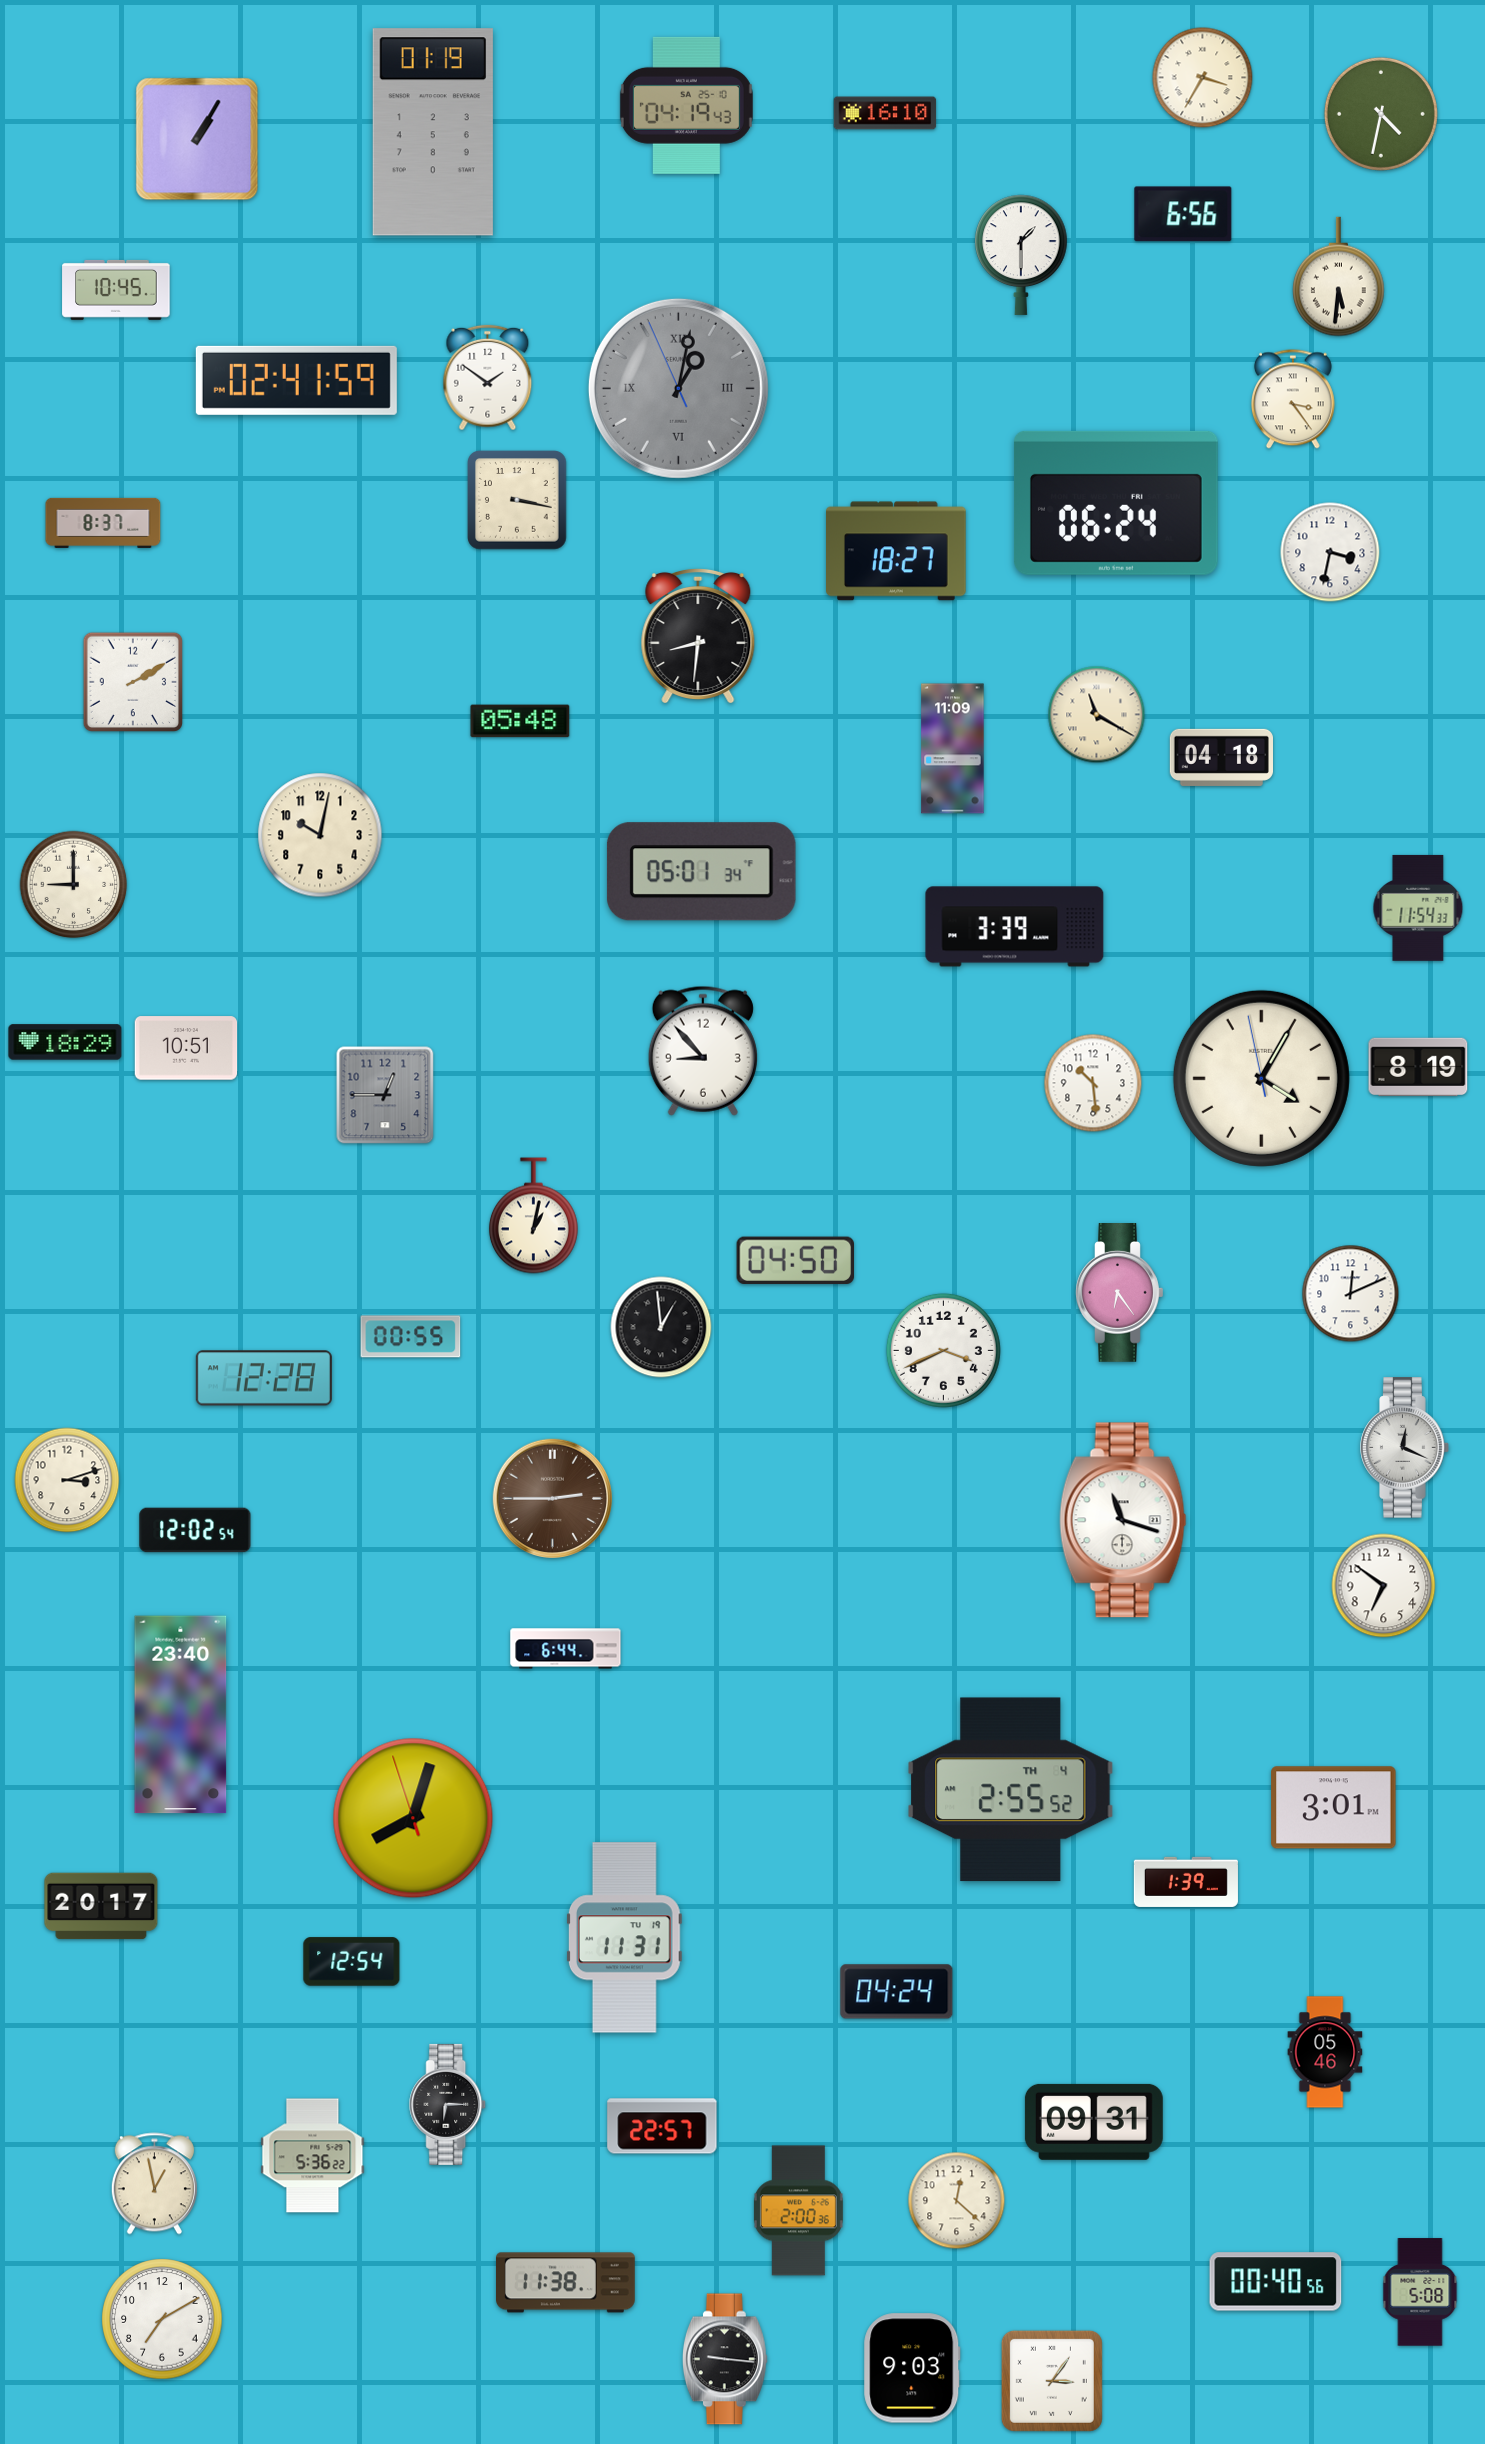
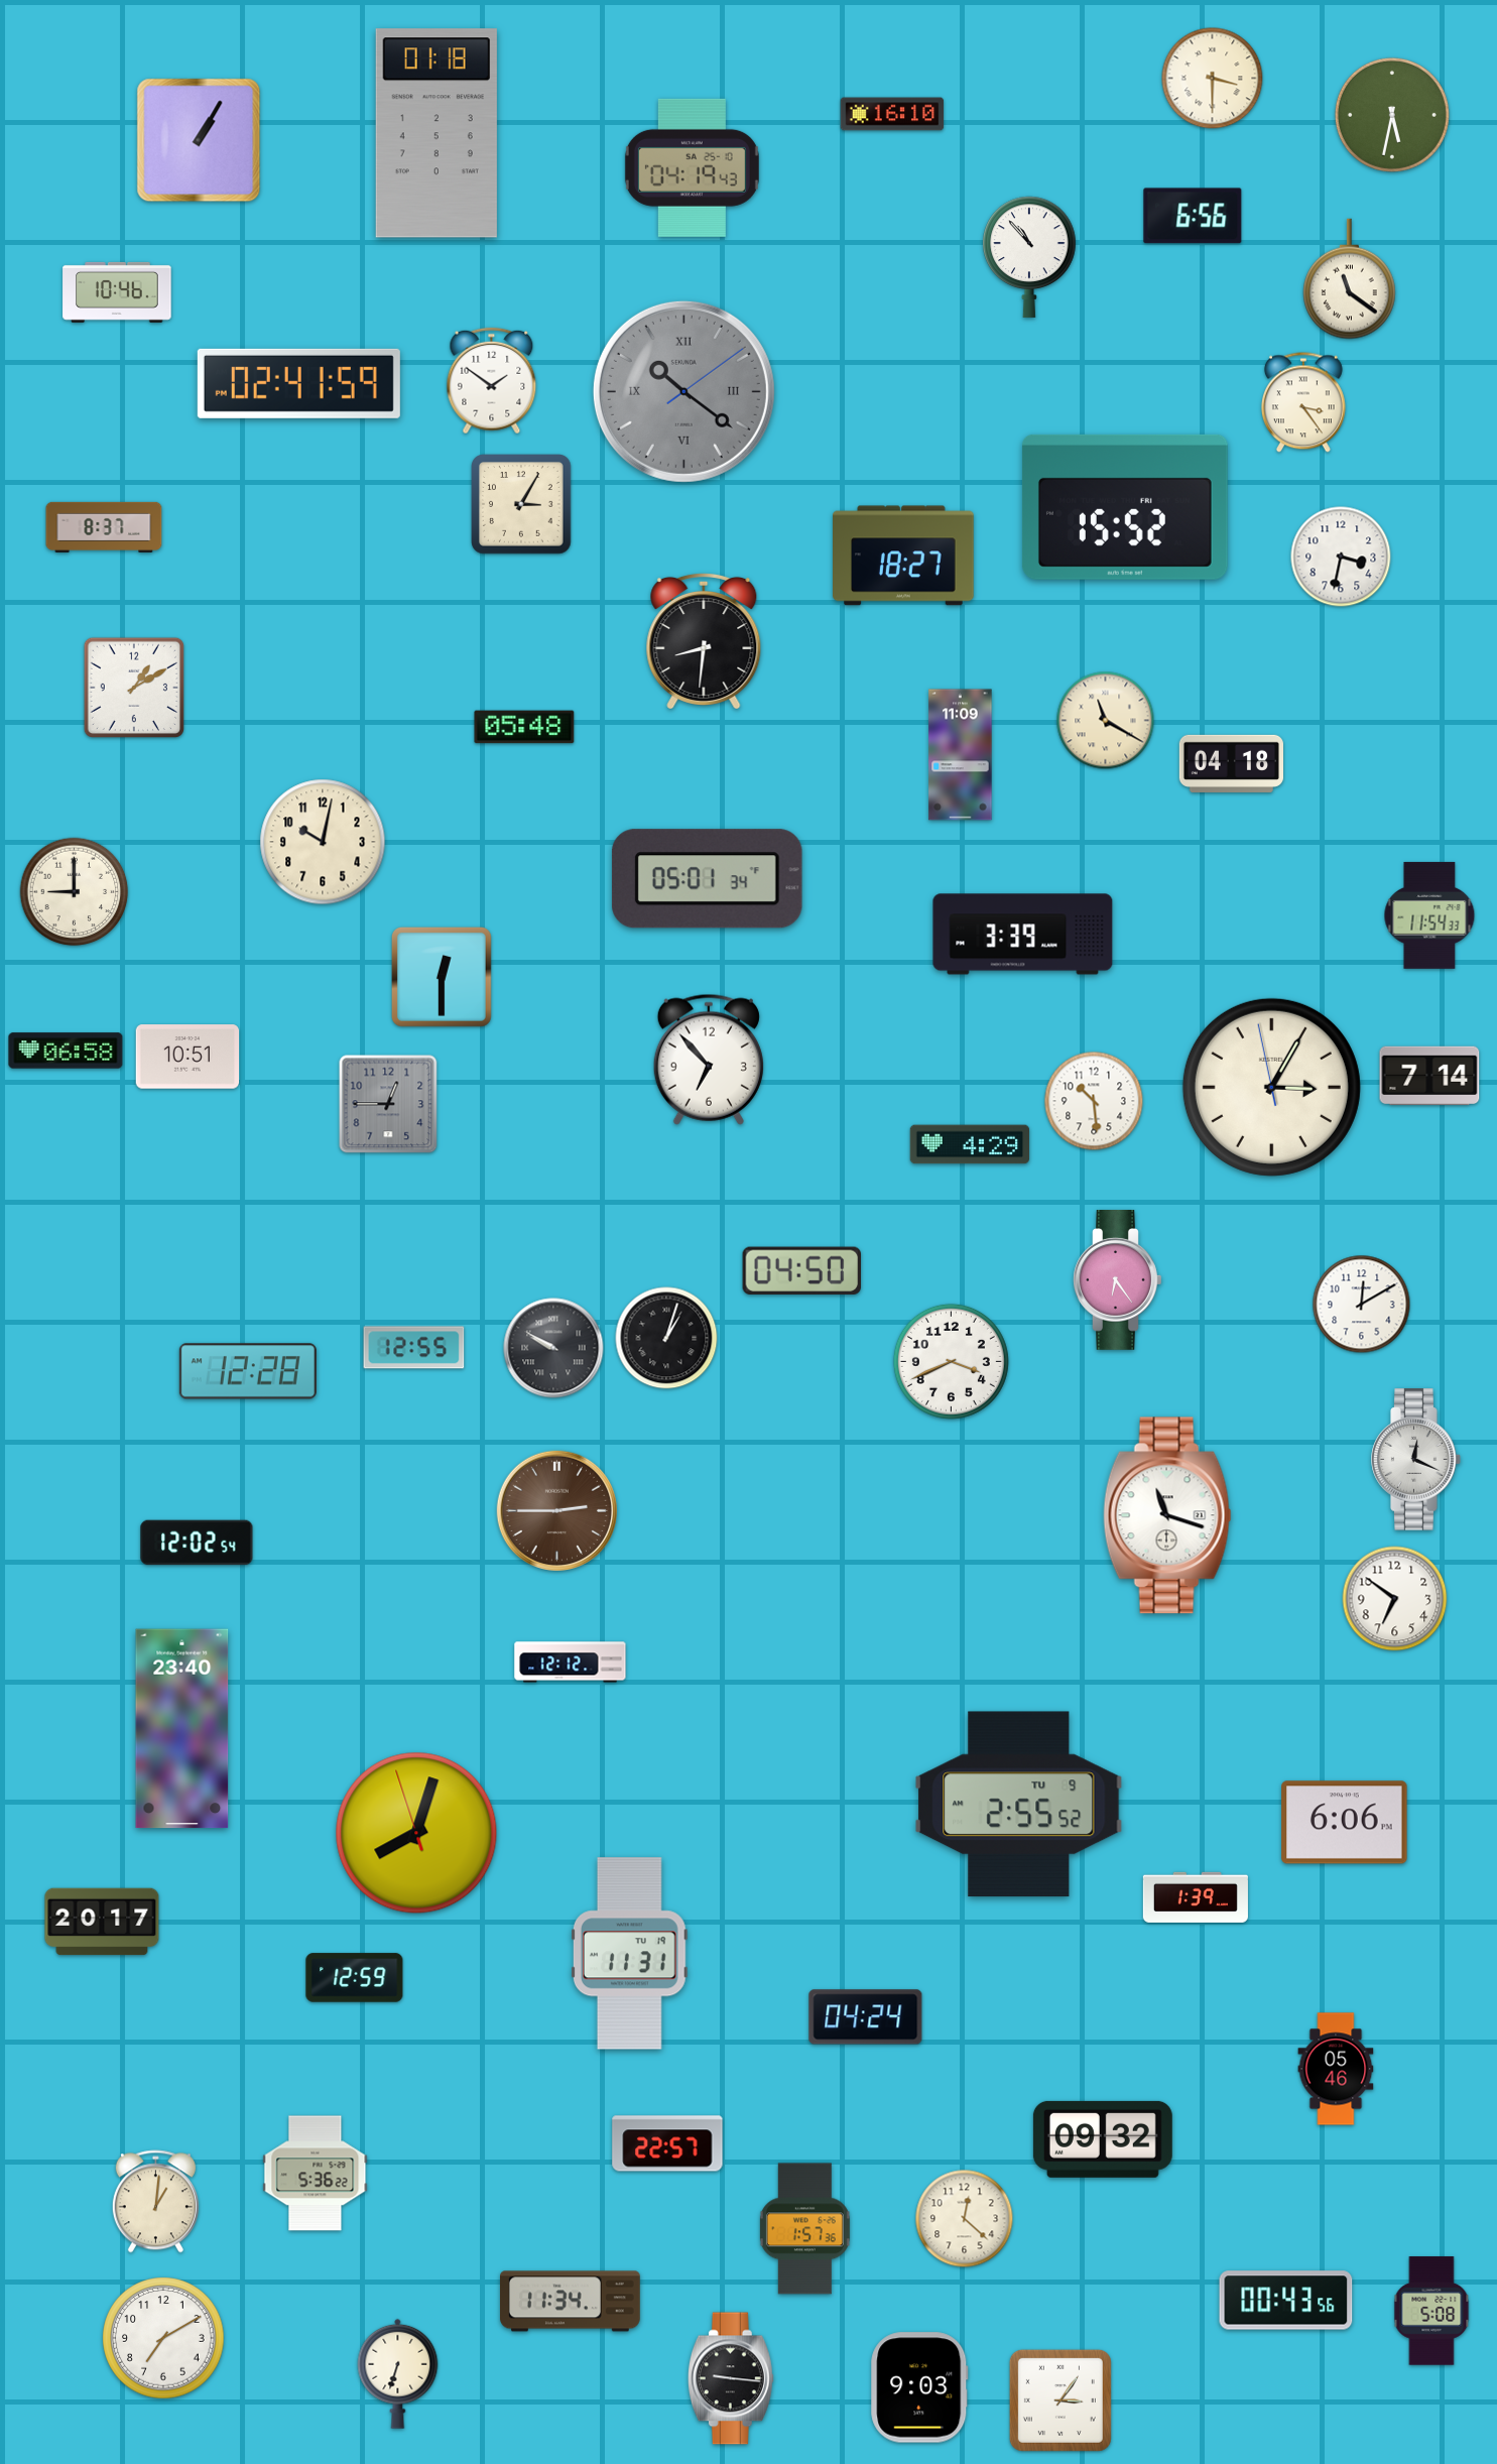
clock at (1203, 78): 3:35 -> 3:30
clock at (686, 105) position: (686, 105) -> (692, 167)
clock at (1381, 114): 4:32 -> 5:32
clock at (433, 132): 01:19 -> 01:18
clock at (1021, 255): 1:30 -> 10:53
clock at (1339, 277): 5:31 -> 11:21
clock at (116, 290): 10:45 -> 10:46
clock at (678, 388): 1:01 -> 10:21
clock at (517, 500): 3:17 -> 3:05
clock at (1116, 503): 06:24 -> 15:52
clock at (132, 681): 2:10 -> 1:10
clock at (442, 977): none -> 12:30
clock at (65, 1042): 18:29 -> 06:58
clock at (703, 1051): 8:53 -> 6:53
clock at (1418, 1067): 8:19 -> 7:14
clock at (1261, 1078): 4:04 -> 3:04
clock at (1093, 1083) position: (1093, 1083) -> (1094, 1101)
clock at (970, 1144): none -> 4:29
clock at (533, 1216): 1:02 -> none
clock at (1120, 1293) position: (1120, 1293) -> (1118, 1280)
clock at (1351, 1294): 12:11 -> 12:10
clock at (661, 1327): 12:59 -> 1:03
clock at (411, 1337): 00:55 -> 12:55
clock at (553, 1348): none -> 9:50
clock at (264, 1378) position: (264, 1378) -> (248, 1371)
clock at (67, 1480): 3:12 -> none
clock at (1123, 1520) position: (1123, 1520) -> (1167, 1515)
clock at (566, 1649): 6:44 -> 12:12
clock at (1011, 1790) date: TH 4 -> TU 9
clock at (1334, 1808): 3:01 -> 6:06
clock at (352, 1962): 12:54 -> 12:59
clock at (897, 1992) position: (897, 1992) -> (866, 2017)
clock at (448, 2104): 6:15 -> none
clock at (1094, 2122): 09:31 -> 09:32
clock at (154, 2184): 12:58 -> 1:01
clock at (798, 2211): 2:00 -> 1:57
clock at (1276, 2282): 00:40 -> 00:43
clock at (566, 2283): 11:38 -> 11:34
clock at (398, 2373): none -> 6:33
